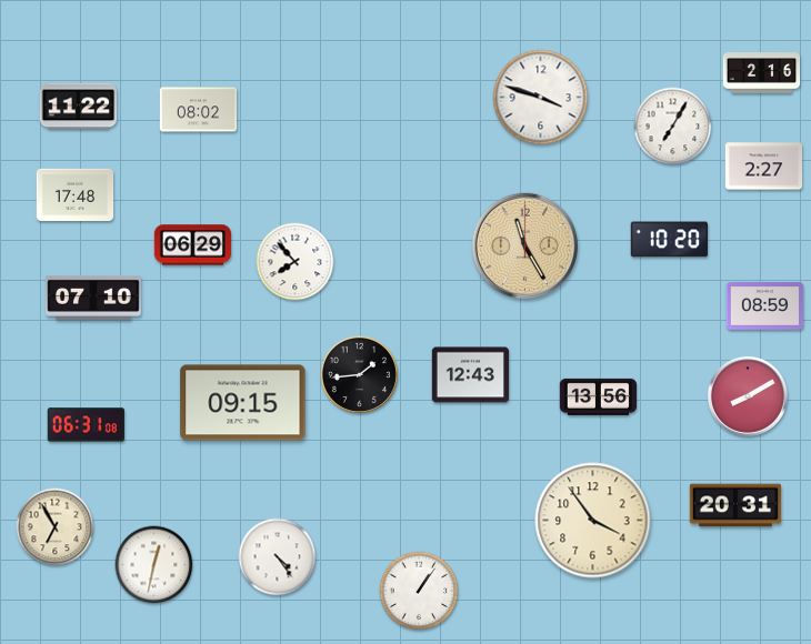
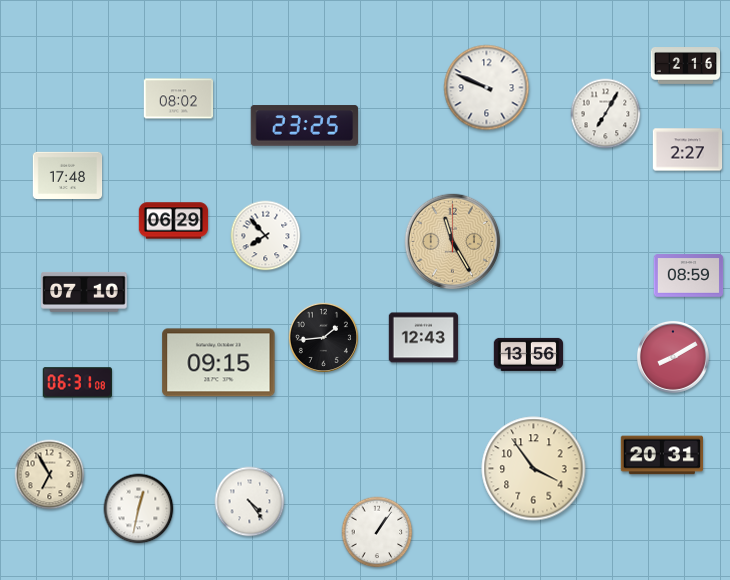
clock at (541, 98): 3:48 -> 9:49
clock at (79, 107): 11:22 -> none
clock at (305, 126): none -> 23:25
clock at (669, 240): 10:20 -> none
clock at (524, 245) position: (524, 245) -> (452, 241)
clock at (93, 298) position: (93, 298) -> (84, 292)
clock at (599, 396) position: (599, 396) -> (529, 354)
